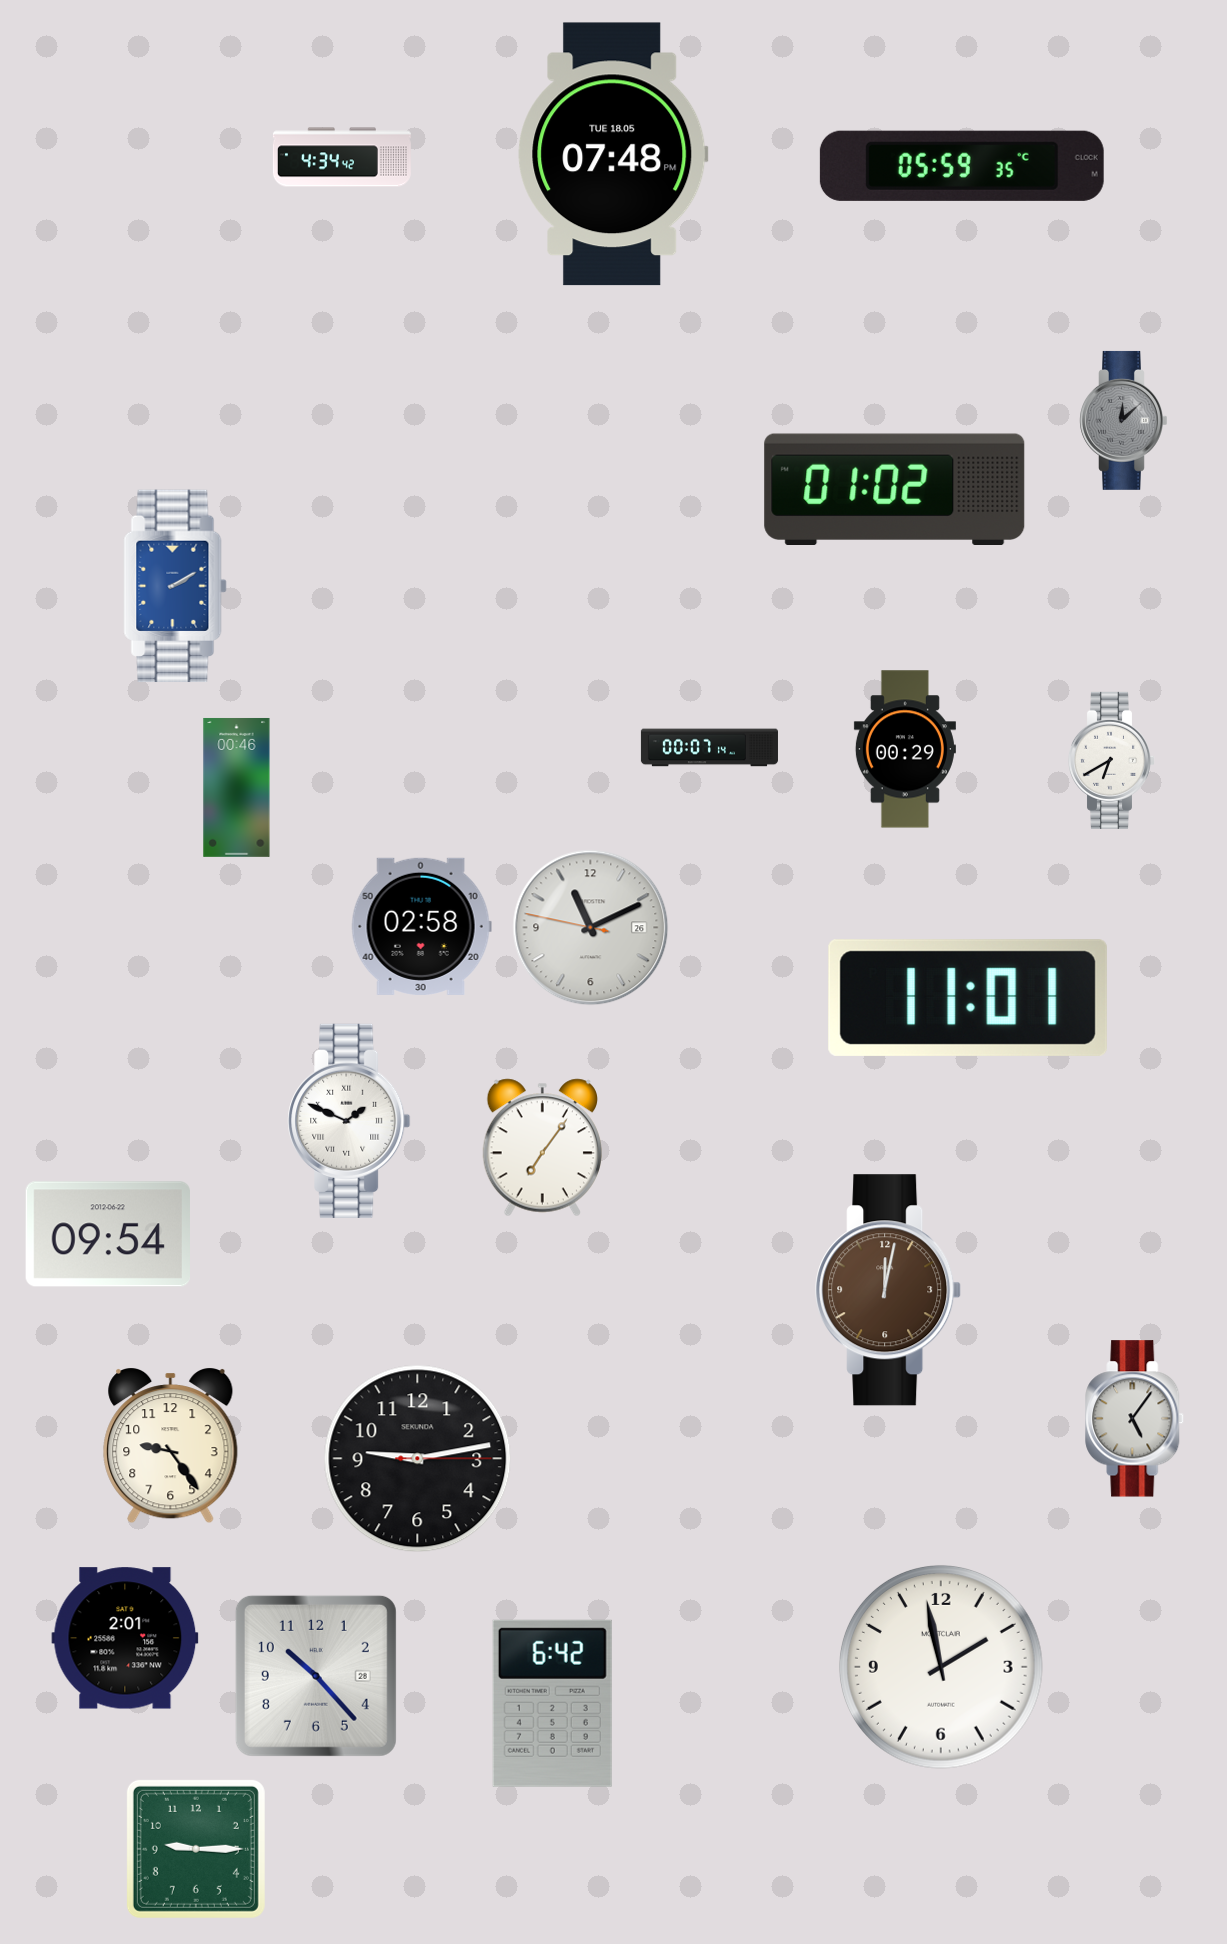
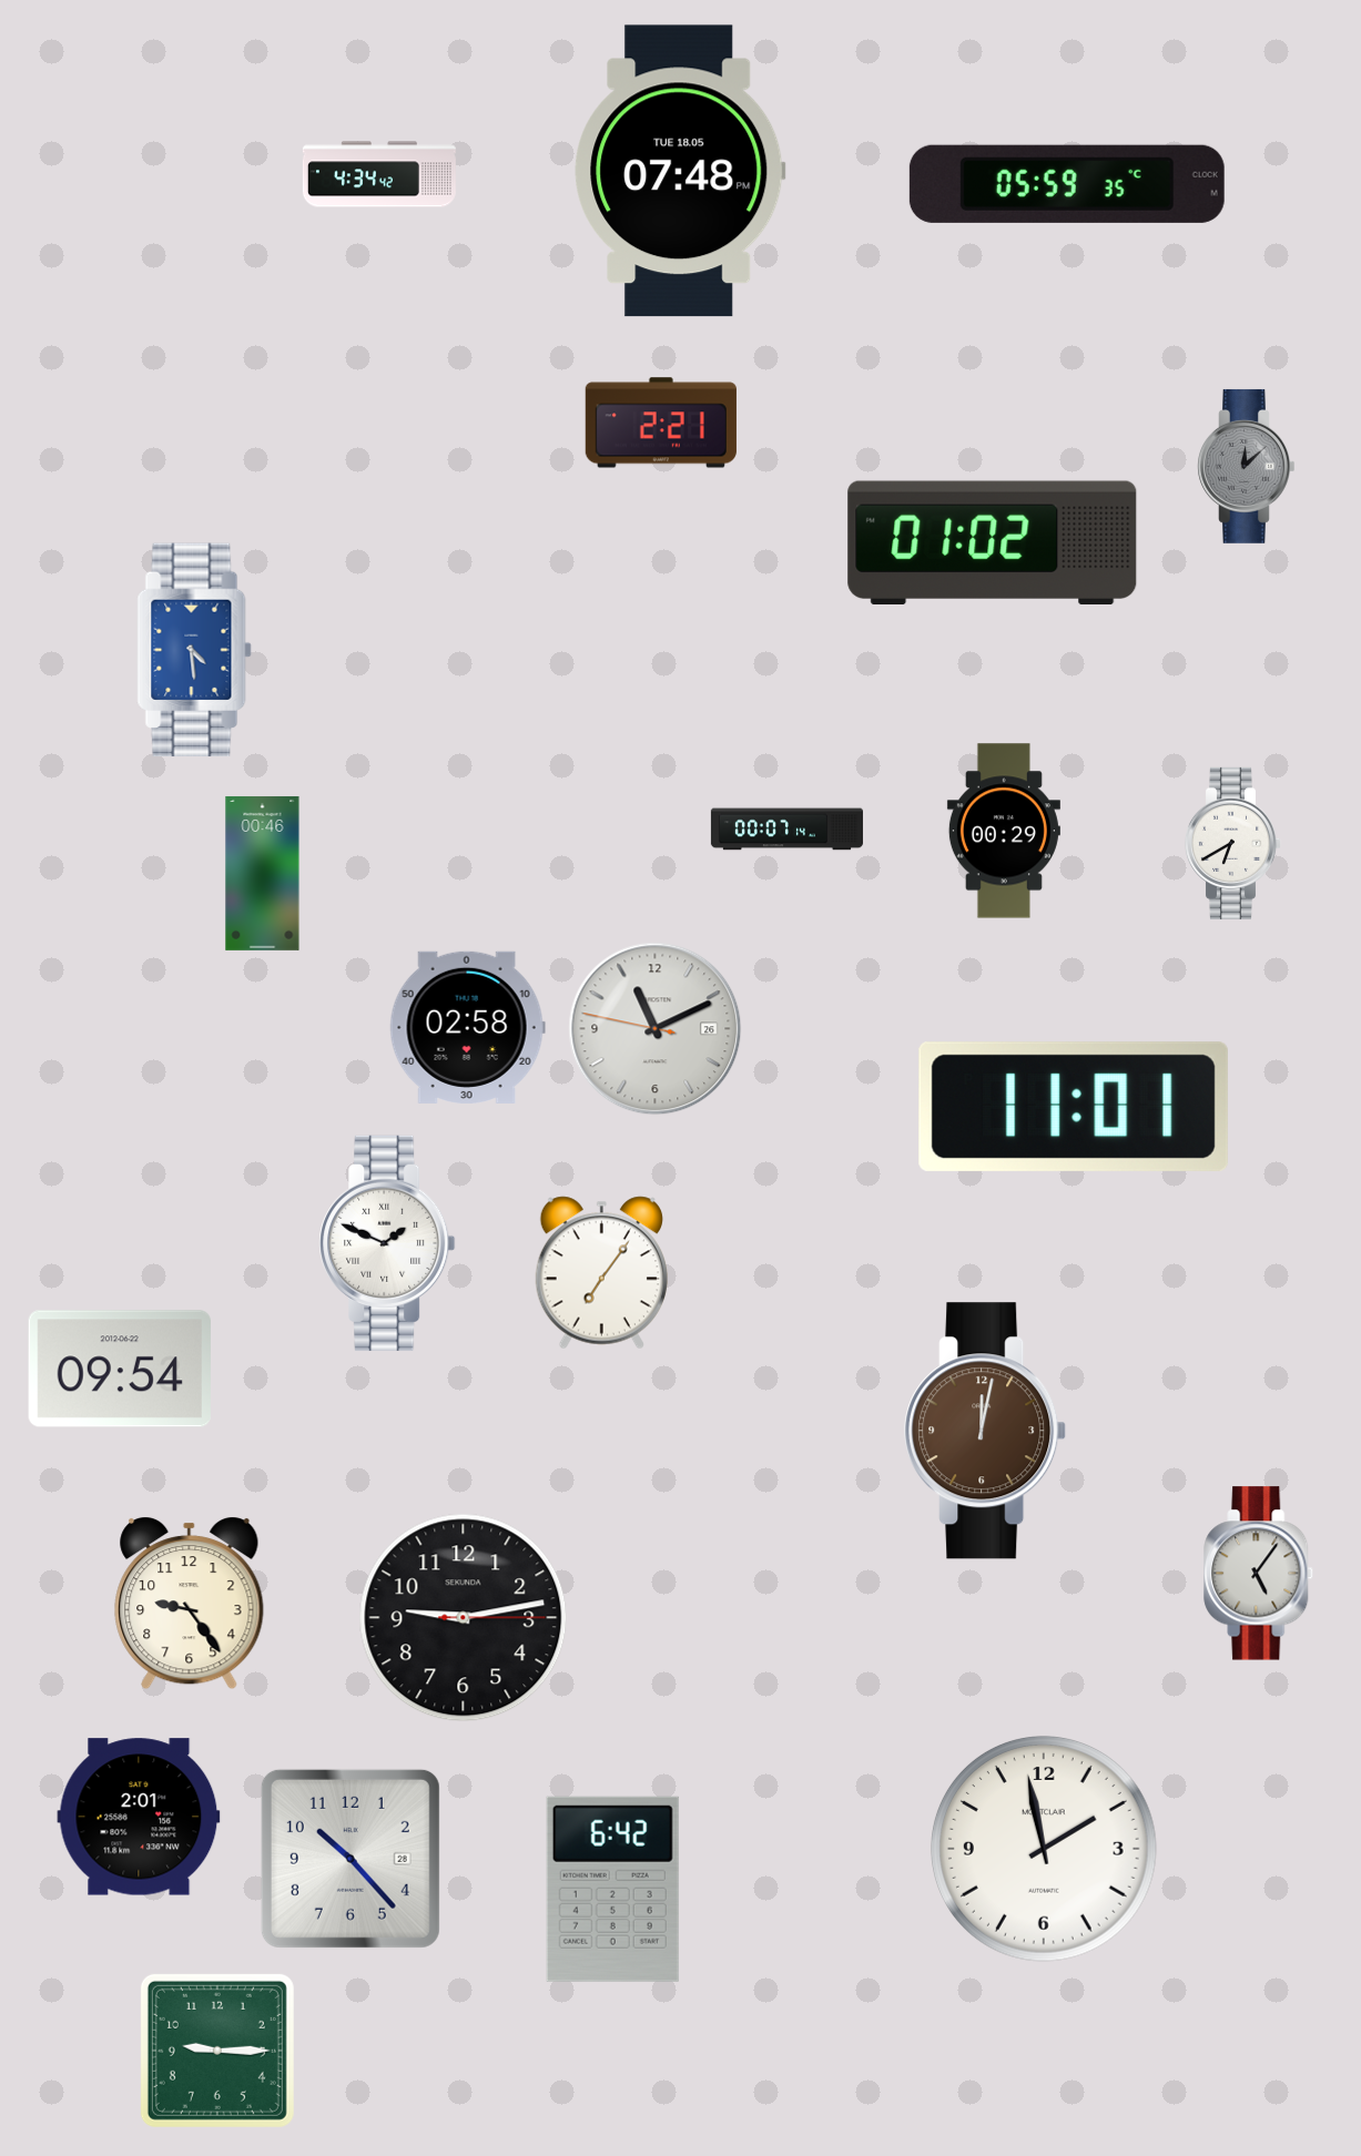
clock at (661, 423): none -> 2:21
clock at (175, 586): 2:10 -> 4:29
